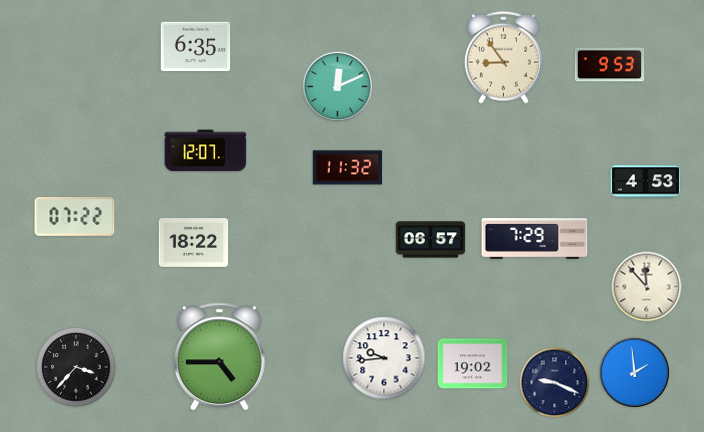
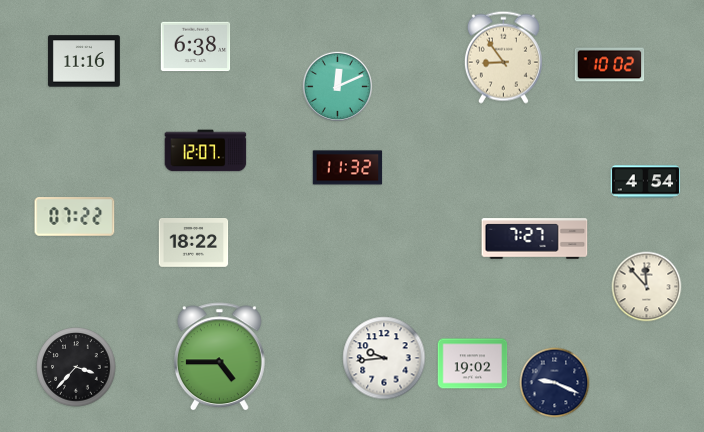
clock at (196, 47): 6:35 -> 6:38
clock at (84, 61): none -> 11:16
clock at (610, 65): 9:53 -> 10:02
clock at (646, 182): 4:53 -> 4:54
clock at (535, 239): 7:29 -> 7:27
clock at (431, 240): 06:57 -> none
clock at (634, 372): 1:59 -> none
